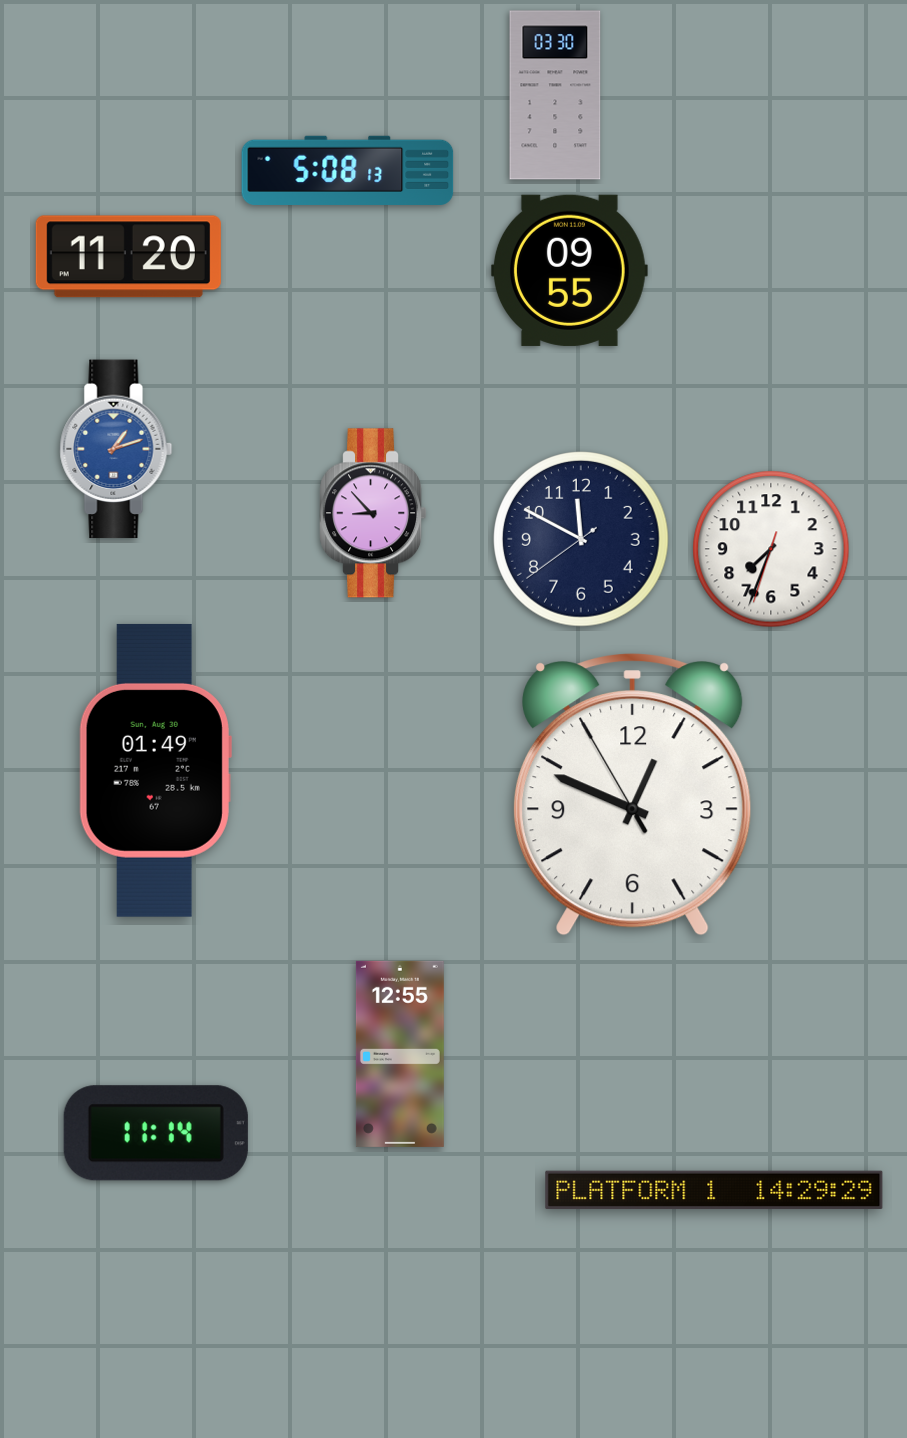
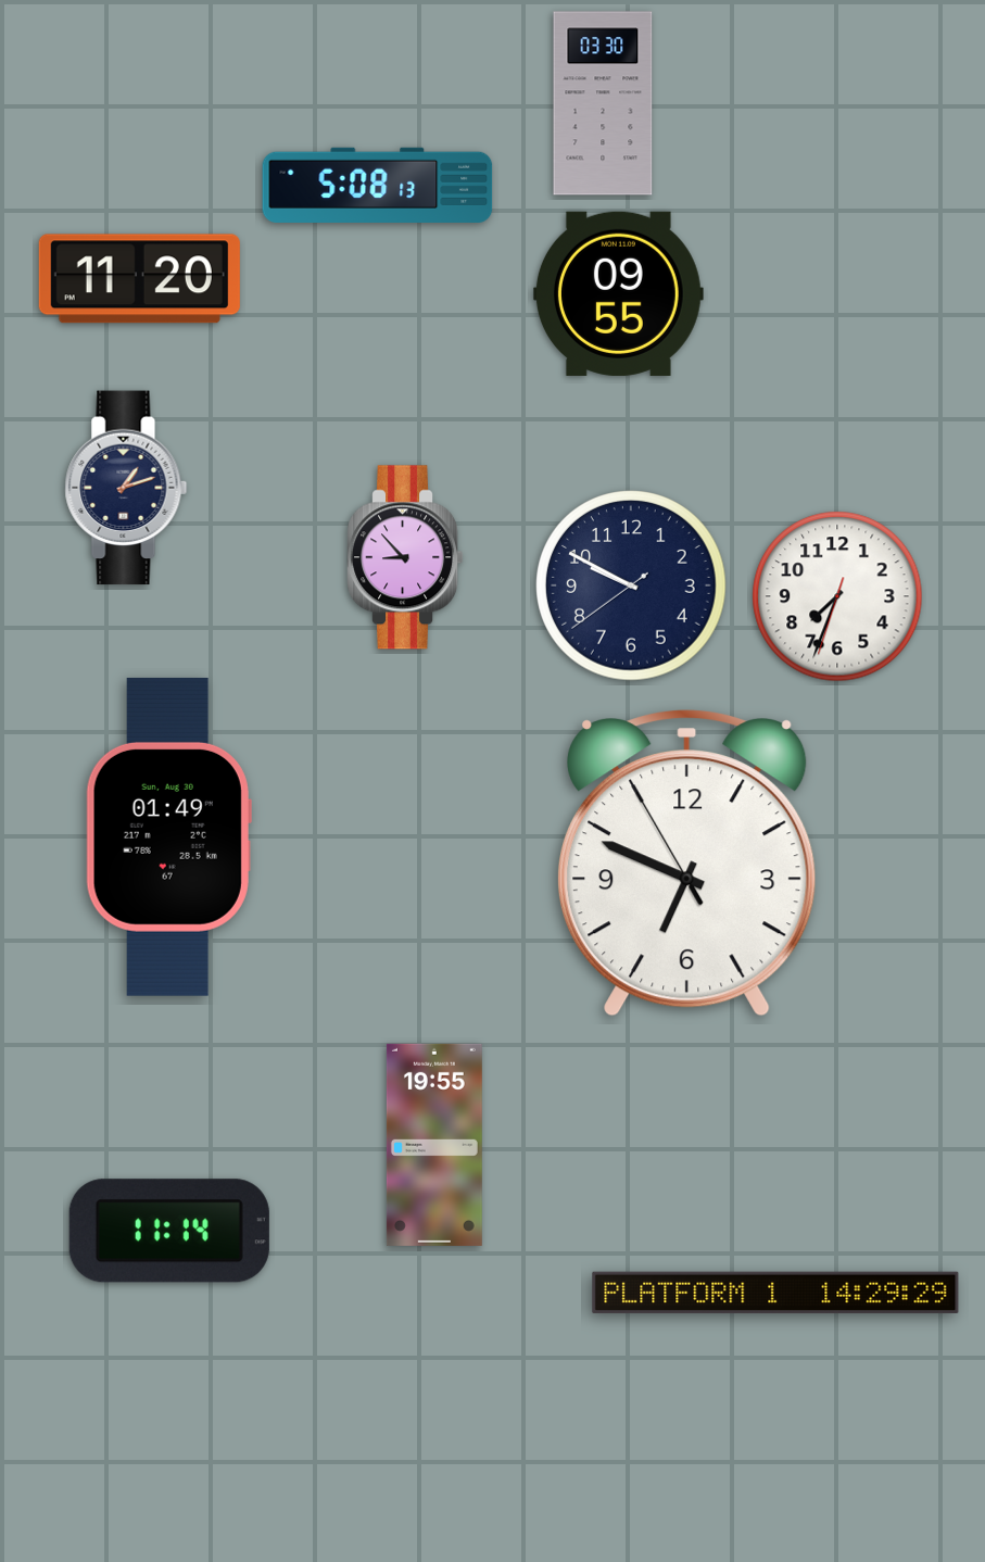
clock at (116, 449) dial: blue -> navy
clock at (581, 539): 11:49 -> 9:49
clock at (633, 795): 12:48 -> 6:48
clock at (400, 1054): 12:55 -> 19:55
